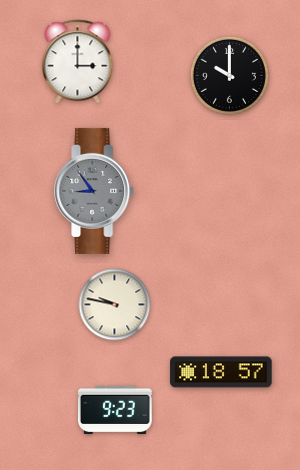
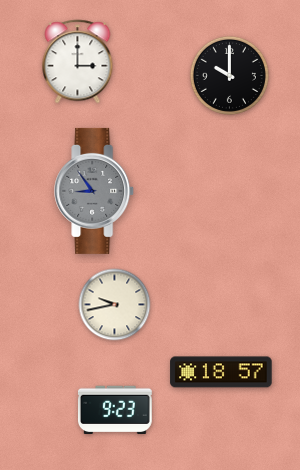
clock at (115, 305): 9:47 -> 9:43
